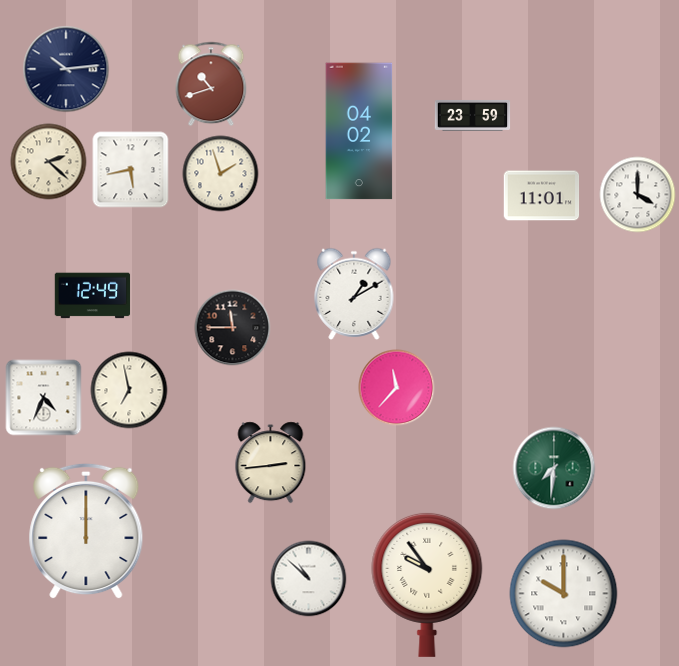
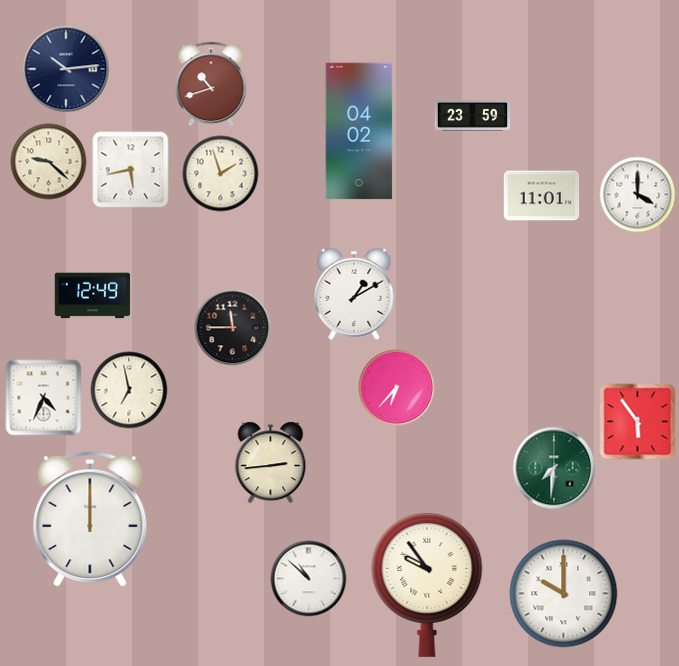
clock at (49, 162): 2:22 -> 9:22
clock at (397, 388): 11:37 -> 6:37
clock at (638, 422): none -> 5:54
clock at (86, 531) position: (86, 531) -> (90, 519)
